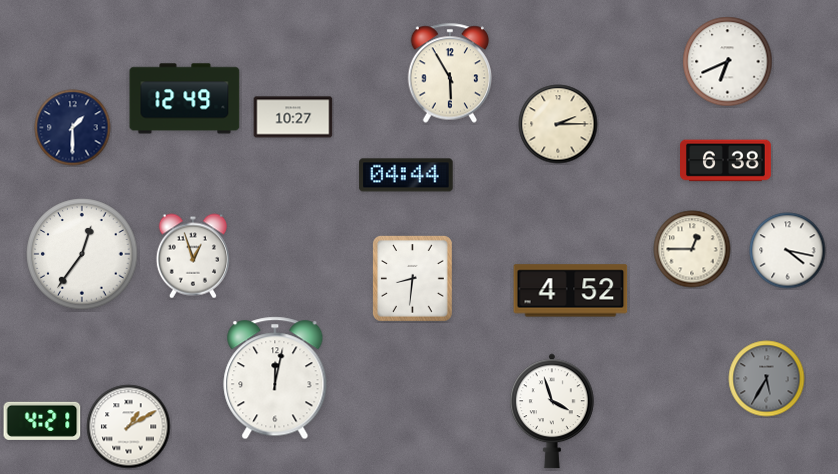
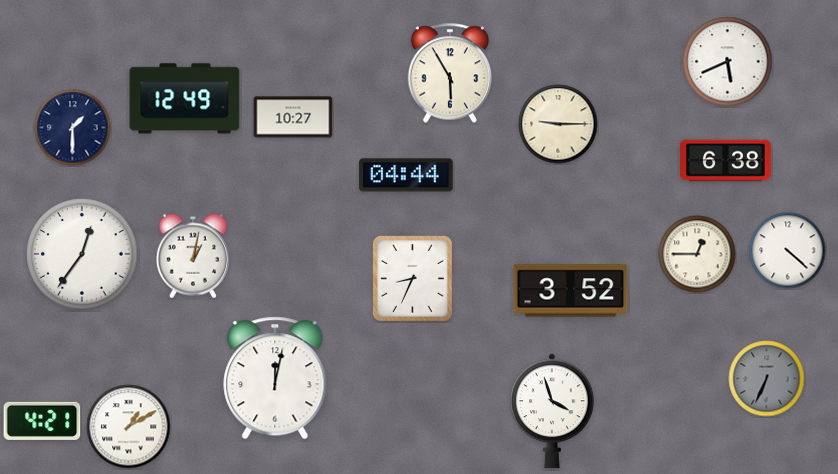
clock at (728, 62): 6:41 -> 5:41
clock at (558, 124): 2:15 -> 9:15
clock at (692, 249) position: (692, 249) -> (697, 254)
clock at (788, 251): 4:17 -> 4:22
clock at (193, 256): 12:57 -> 1:02
clock at (413, 279): 8:31 -> 8:34
clock at (571, 291): 4:52 -> 3:52
clock at (767, 379): 5:35 -> 6:34
